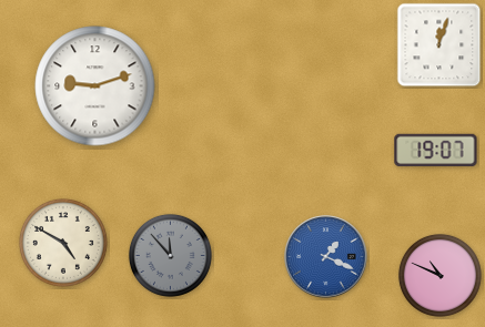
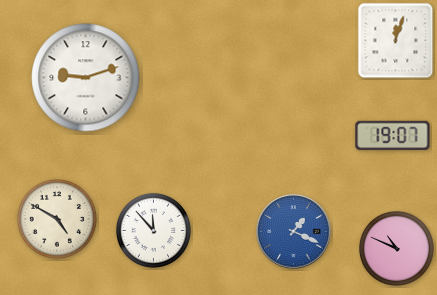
clock at (170, 255) dial: grey -> white
